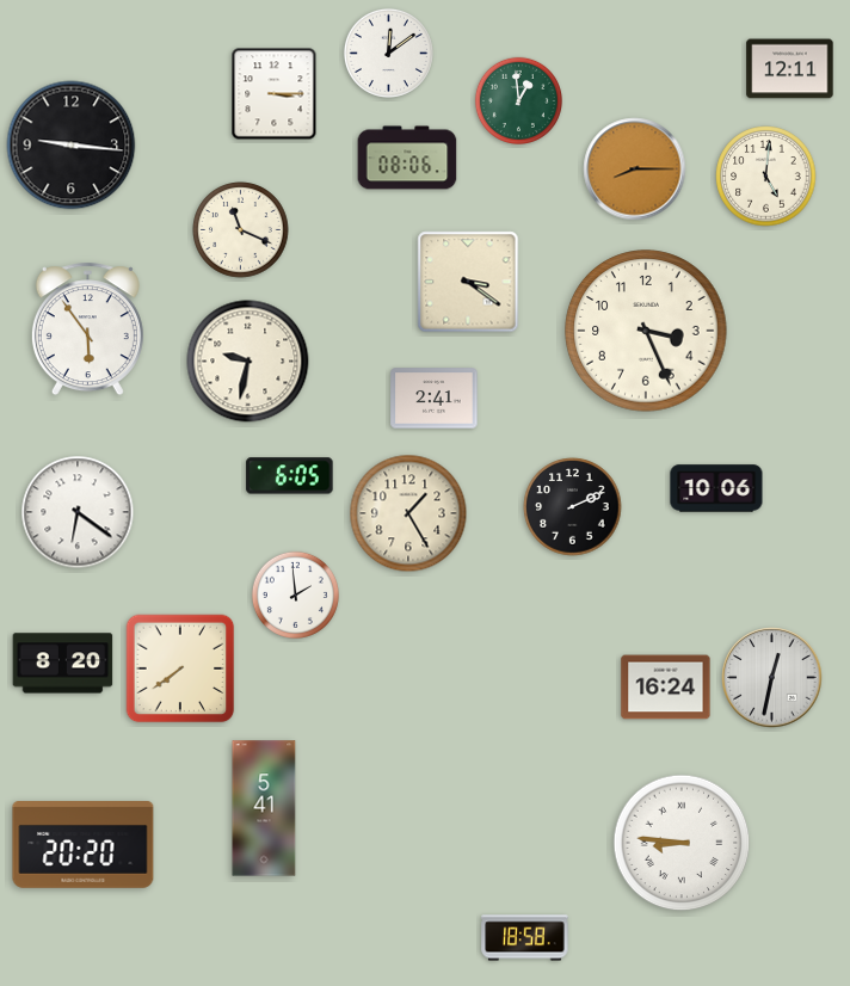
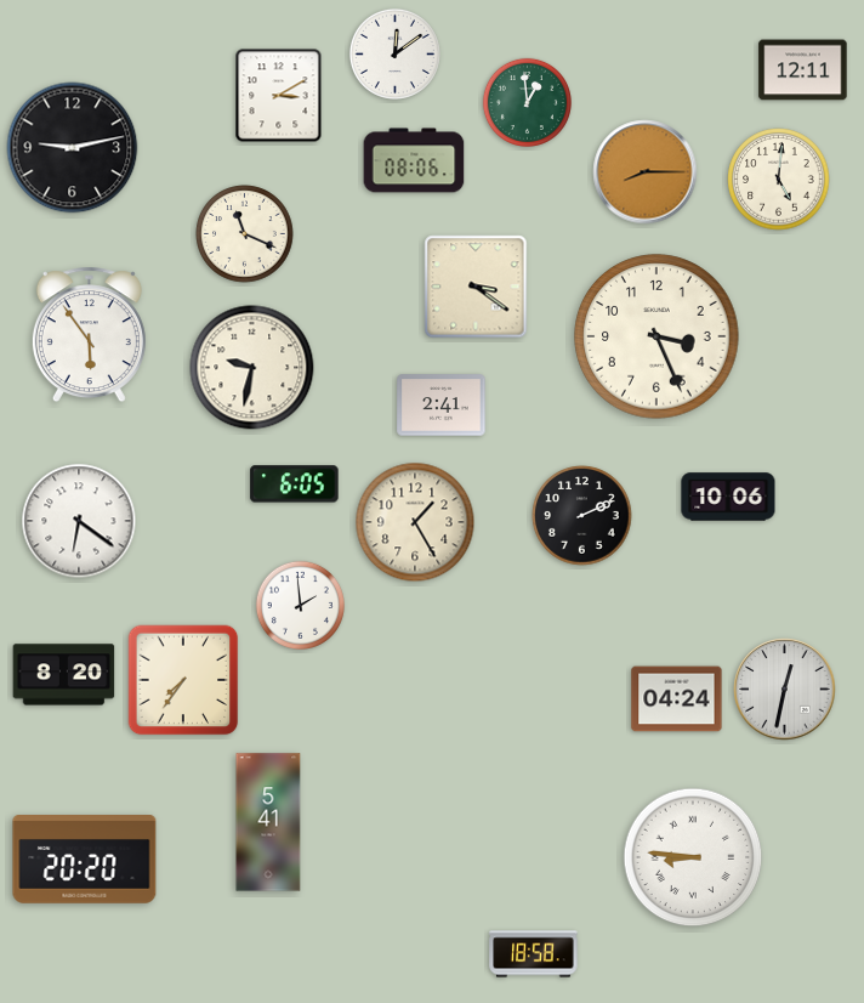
clock at (275, 94): 3:15 -> 3:10
clock at (72, 146): 9:16 -> 9:13
clock at (180, 668): 7:39 -> 7:36
clock at (666, 688): 16:24 -> 04:24
